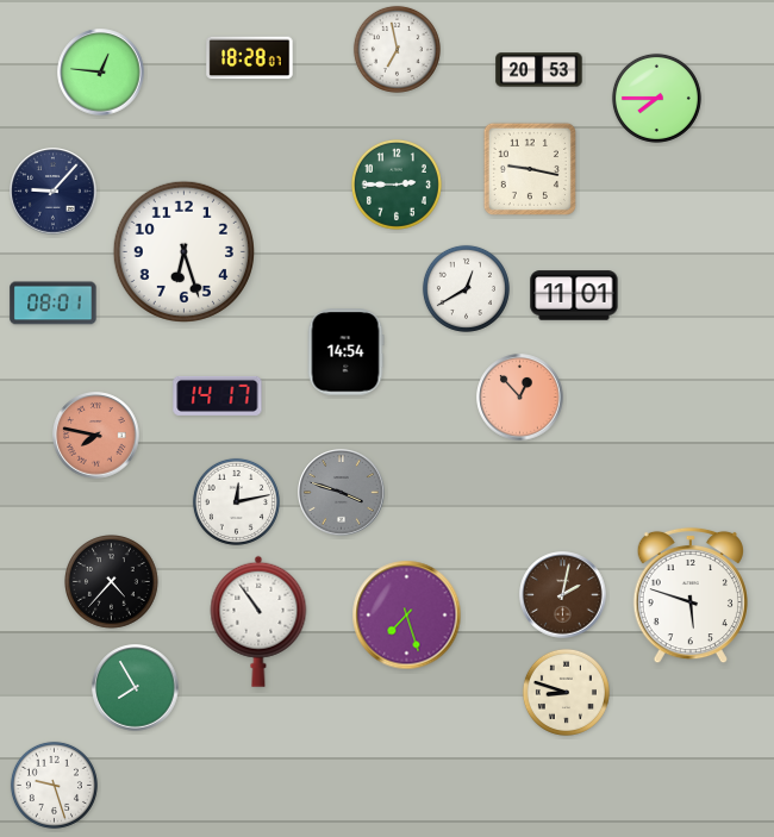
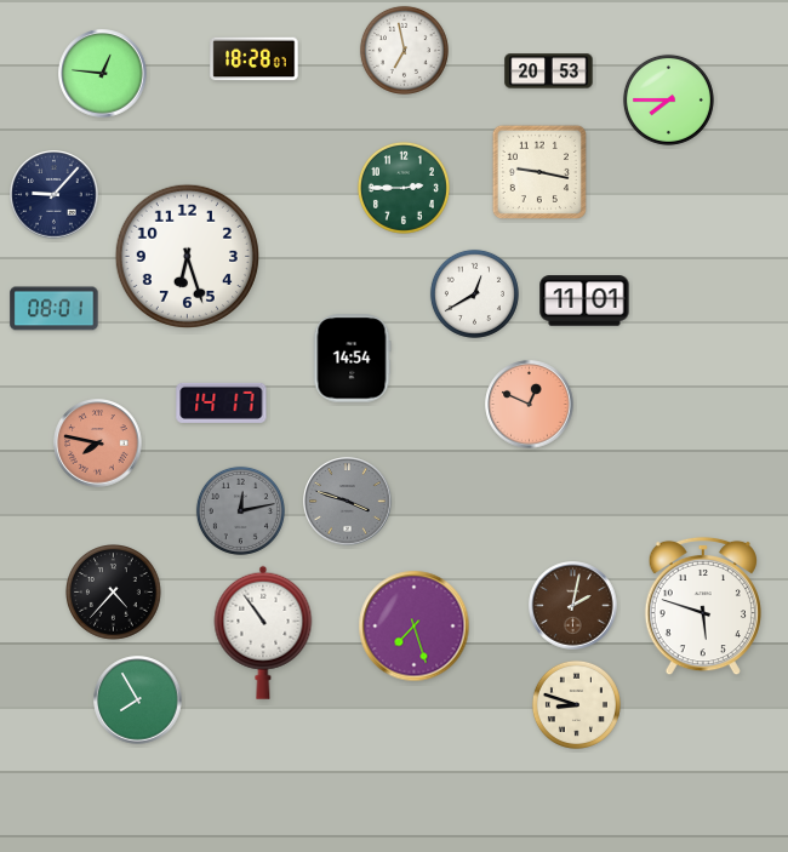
clock at (520, 398): 12:53 -> 12:49
clock at (236, 501) dial: white -> grey
clock at (54, 785): 9:27 -> none
